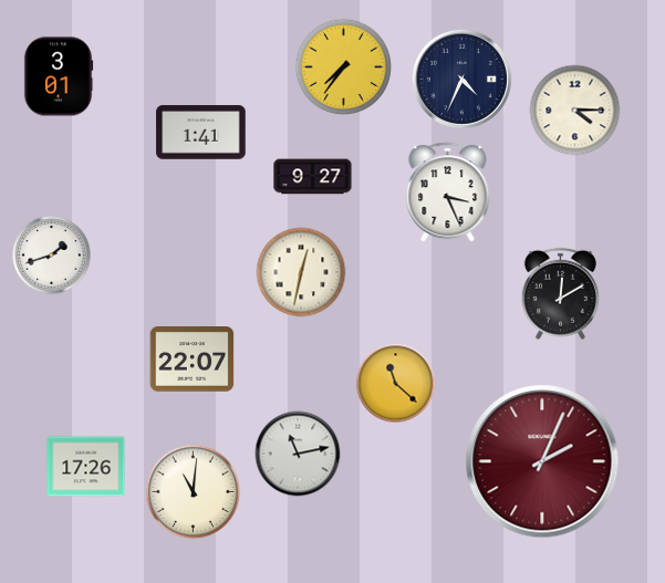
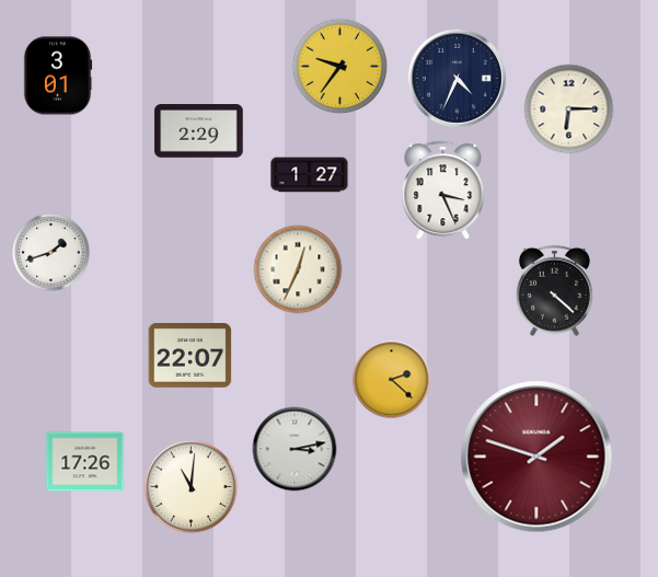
clock at (344, 67): 7:36 -> 9:36
clock at (575, 111): 4:15 -> 6:15
clock at (201, 133): 1:41 -> 2:29
clock at (313, 177): 9:27 -> 1:27
clock at (301, 272): 12:32 -> 12:34
clock at (560, 293): 12:10 -> 4:22
clock at (396, 384): 11:22 -> 2:22
clock at (298, 454): 11:13 -> 3:13
clock at (542, 461): 2:04 -> 1:48
